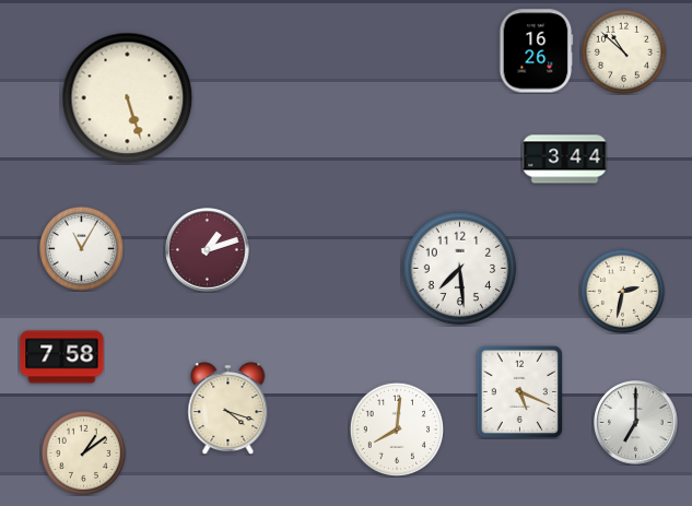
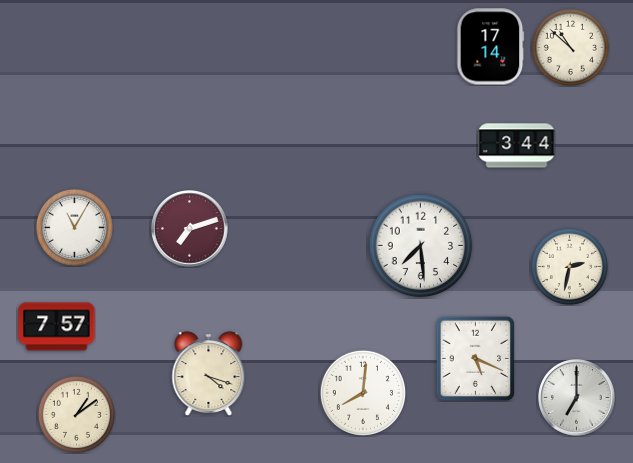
clock at (537, 51): 16:26 -> 17:14
clock at (128, 98): 5:27 -> none
clock at (208, 250): 1:12 -> 7:12
clock at (62, 357): 7:58 -> 7:57
clock at (636, 423) position: (636, 423) -> (577, 398)
